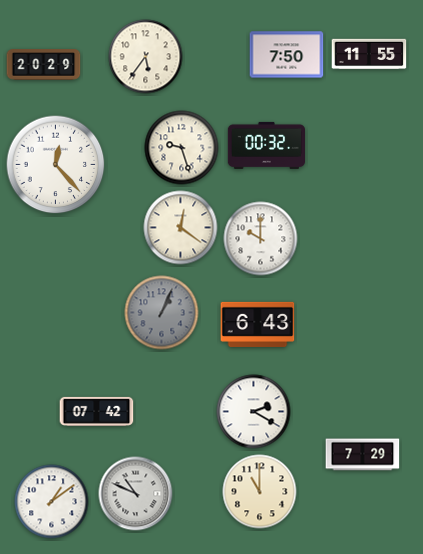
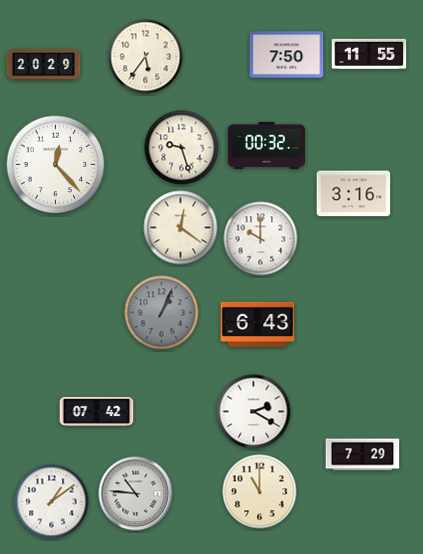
clock at (354, 194): none -> 3:16
clock at (136, 494): 10:49 -> 10:46
